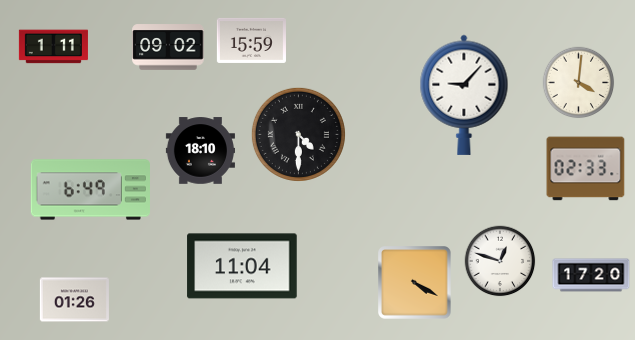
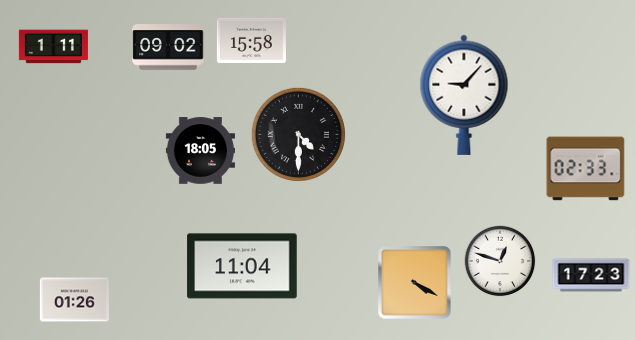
clock at (251, 40): 15:59 -> 15:58
clock at (579, 83): 4:01 -> none
clock at (200, 151): 18:10 -> 18:05
clock at (90, 190): 6:49 -> none
clock at (591, 275): 17:20 -> 17:23
